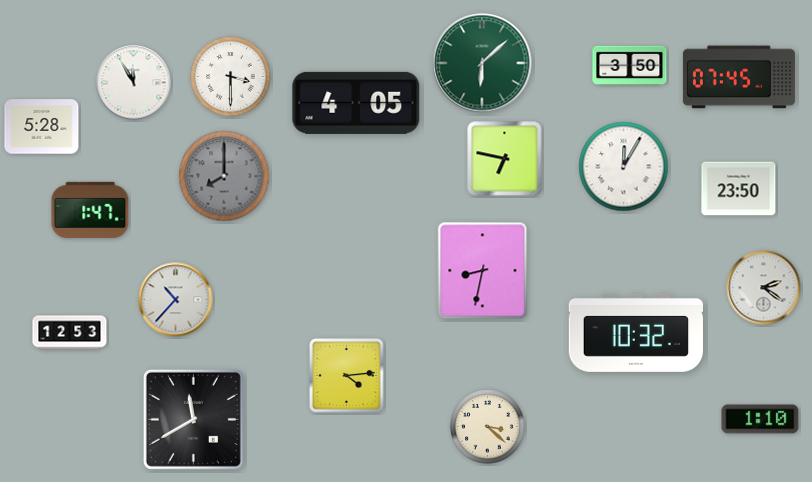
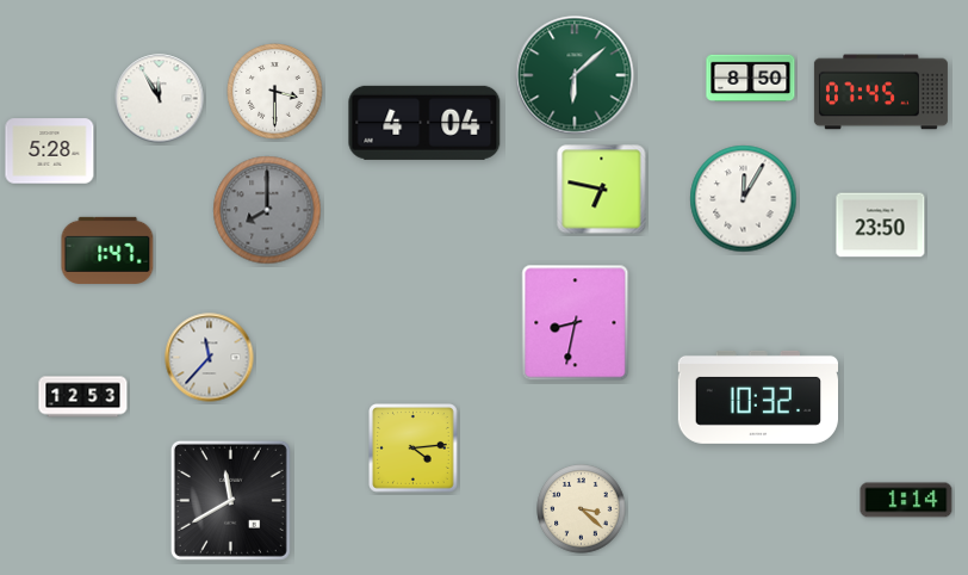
clock at (630, 66): 3:50 -> 8:50
clock at (356, 103): 4:05 -> 4:04
clock at (764, 288): 2:21 -> none
clock at (176, 300): 10:37 -> 11:37
clock at (760, 419): 1:10 -> 1:14
